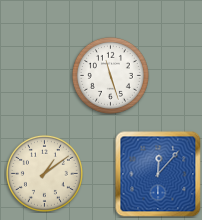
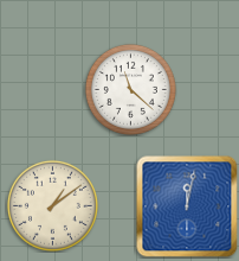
clock at (110, 75): 11:27 -> 11:22
clock at (158, 174): 12:07 -> 12:02
